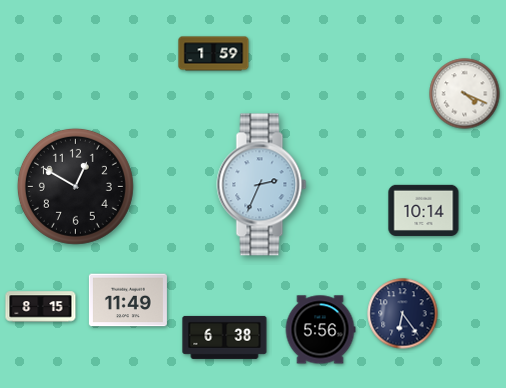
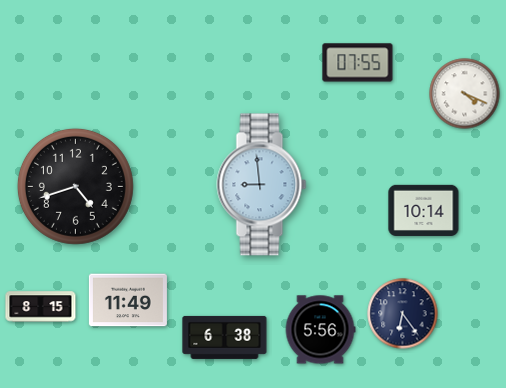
clock at (214, 54): 1:59 -> none
clock at (358, 63): none -> 07:55
clock at (262, 185): 2:34 -> 8:59
clock at (75, 186): 12:50 -> 4:42
